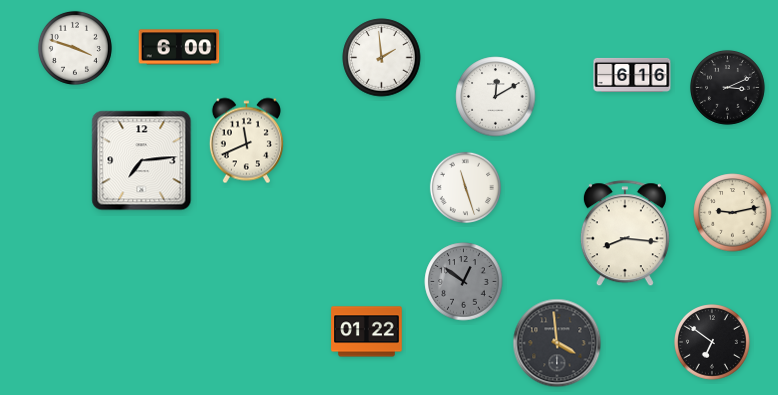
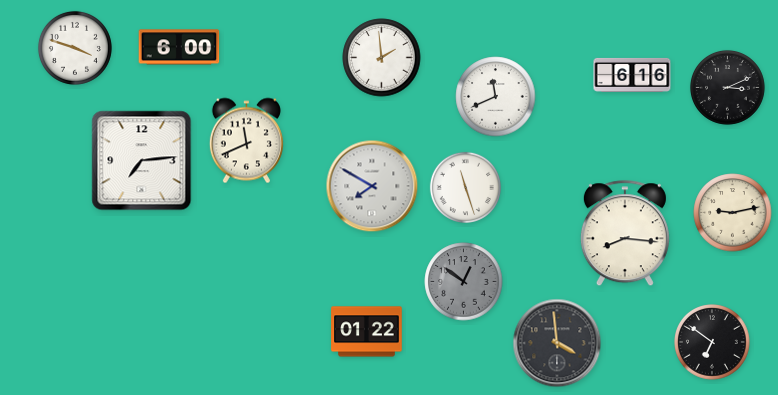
clock at (496, 97): 12:10 -> 11:41
clock at (372, 186): none -> 7:50
